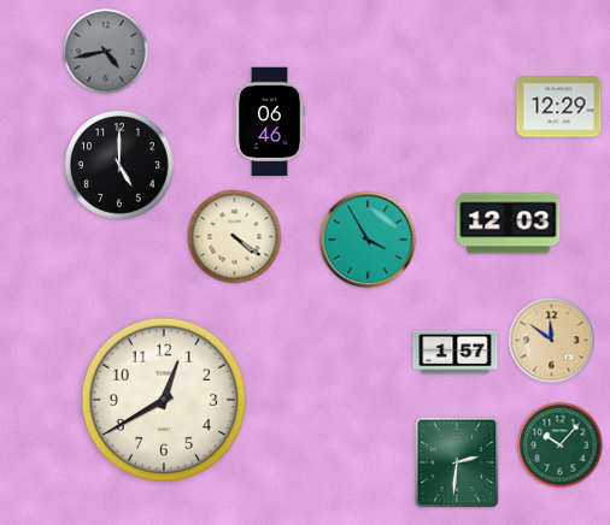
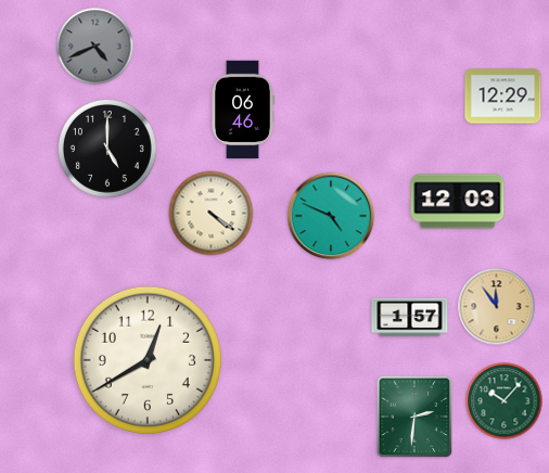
clock at (106, 52): 4:43 -> 4:41
clock at (368, 240): 3:55 -> 4:49
clock at (552, 341): 11:51 -> 11:54
clock at (457, 462) position: (457, 462) -> (414, 417)
